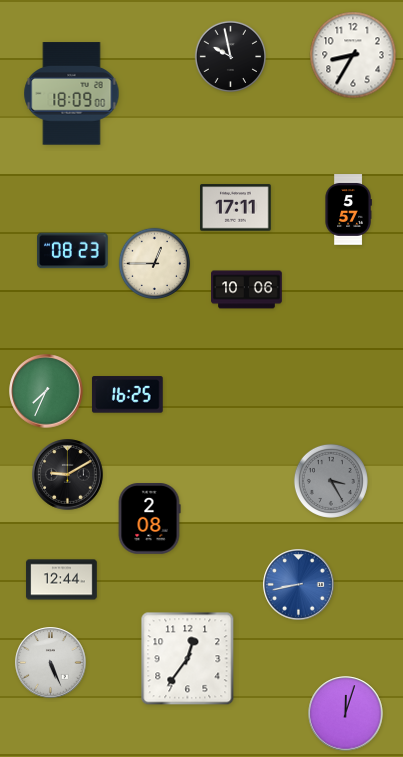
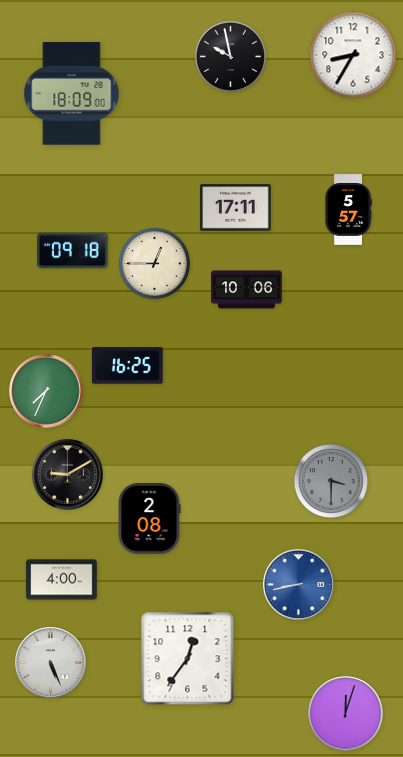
clock at (73, 251): 08:23 -> 09:18
clock at (128, 395) position: (128, 395) -> (128, 366)
clock at (331, 481): 3:25 -> 3:30
clock at (62, 580): 12:44 -> 4:00
